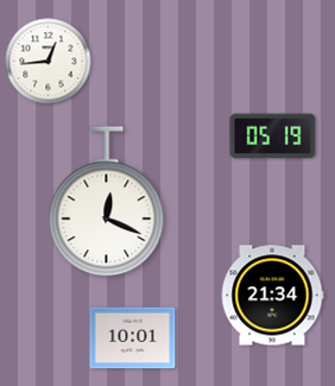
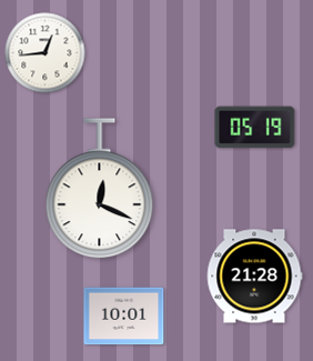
clock at (49, 62) position: (49, 62) -> (46, 53)
clock at (272, 296): 21:34 -> 21:28
